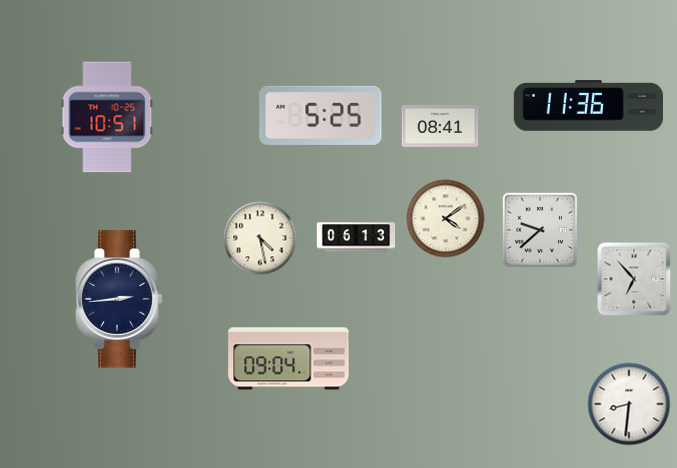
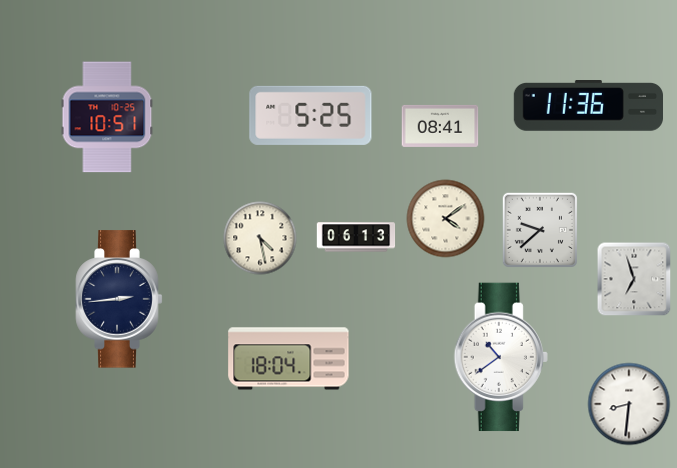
clock at (321, 115) position: (321, 115) -> (311, 115)
clock at (634, 279): 6:53 -> 6:57
clock at (501, 357): none -> 10:39
clock at (289, 359): 09:04 -> 18:04
